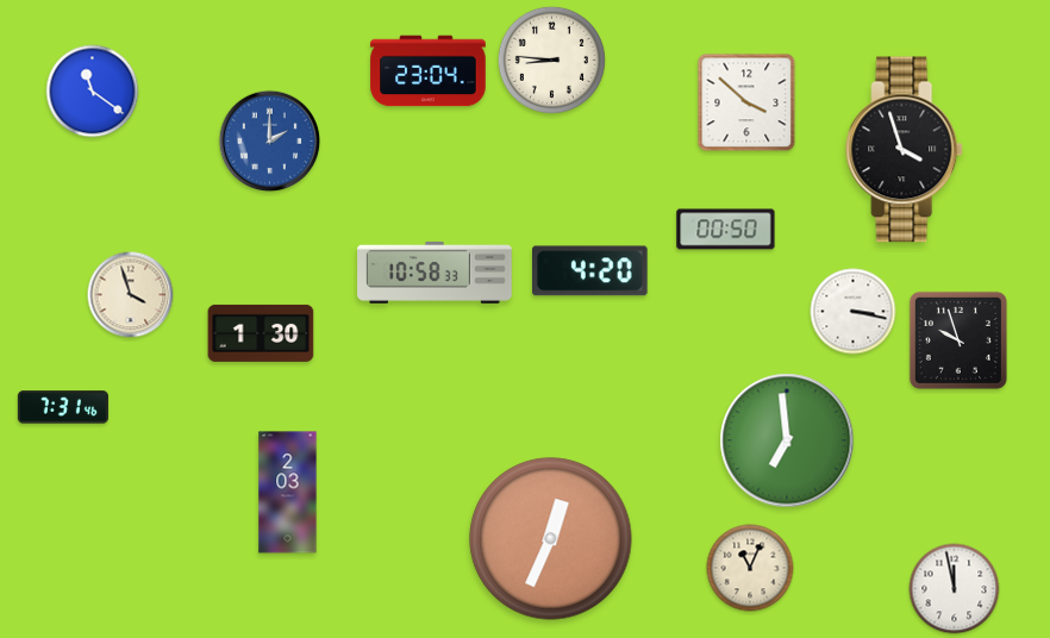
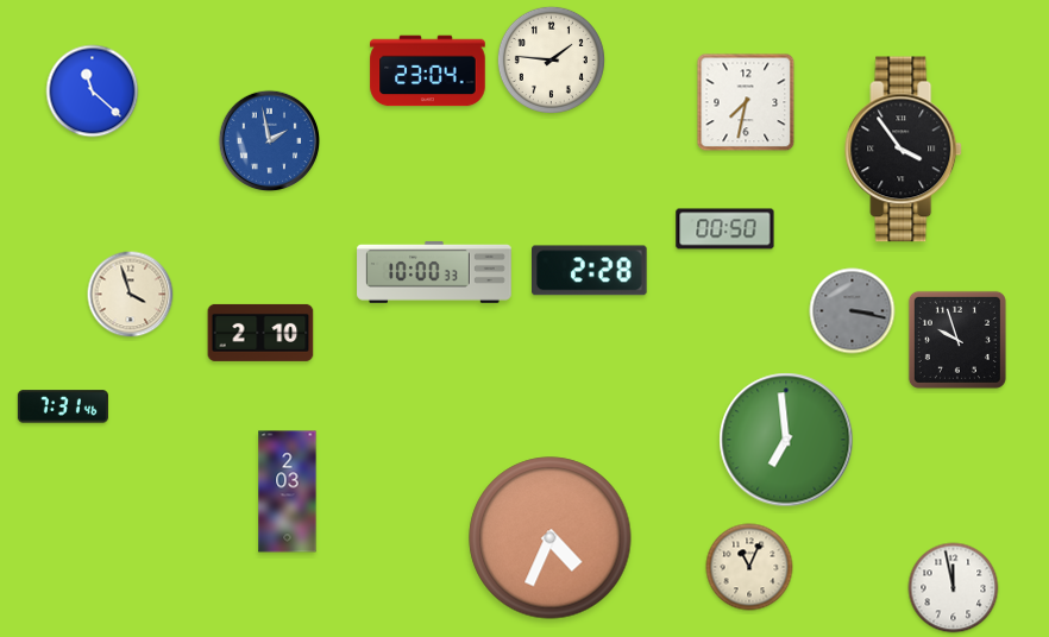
clock at (551, 60): 8:46 -> 1:46
clock at (93, 92): 11:21 -> 11:22
clock at (746, 102): 3:52 -> 7:32
clock at (270, 142): 2:00 -> 1:58
clock at (905, 150): 3:57 -> 3:54
clock at (590, 271): 4:20 -> 2:28
clock at (435, 273): 10:58 -> 10:00
clock at (854, 312) dial: white -> grey
clock at (261, 333): 1:30 -> 2:10
clock at (551, 539): 12:34 -> 4:34
